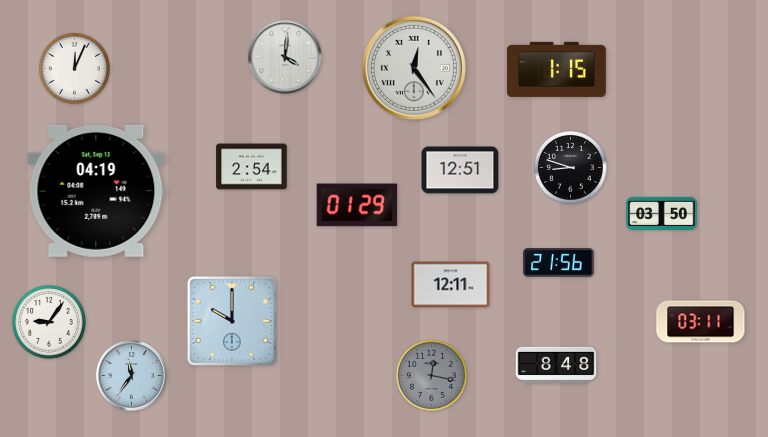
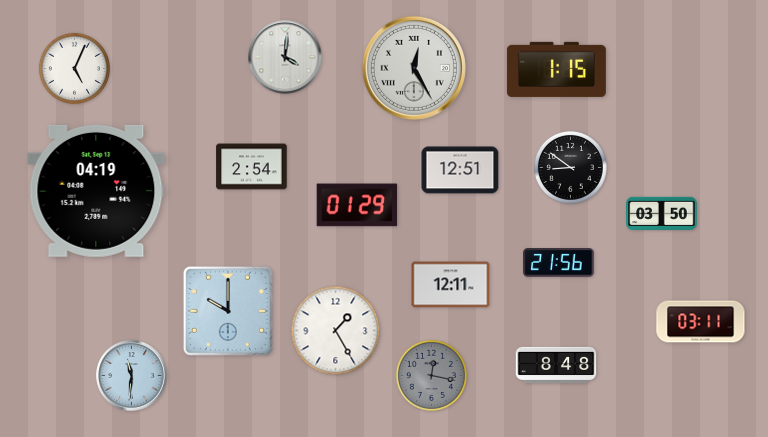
clock at (74, 68): 12:04 -> 5:04
clock at (414, 68): 12:24 -> 12:25
clock at (570, 167): 8:48 -> 8:51
clock at (232, 321) position: (232, 321) -> (228, 311)
clock at (50, 323): 9:06 -> none
clock at (336, 331): none -> 1:25
clock at (132, 376): 11:36 -> 11:31
